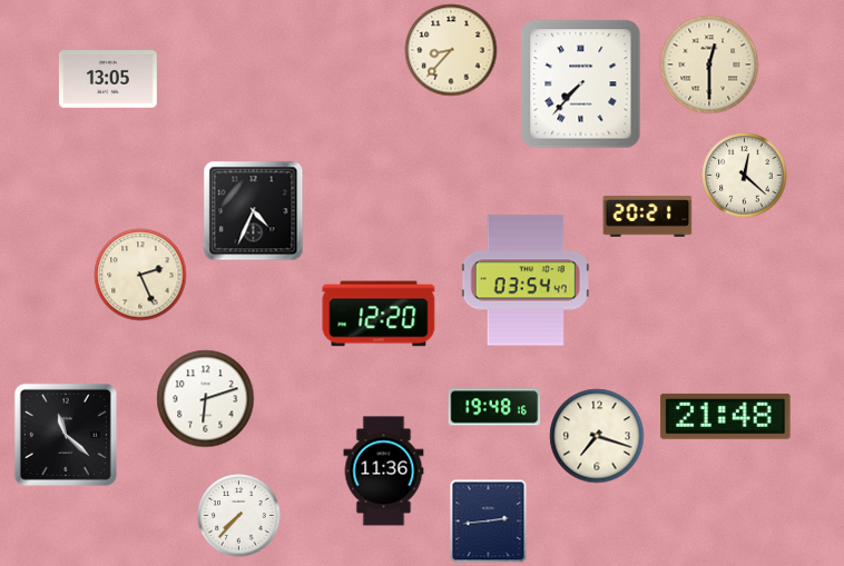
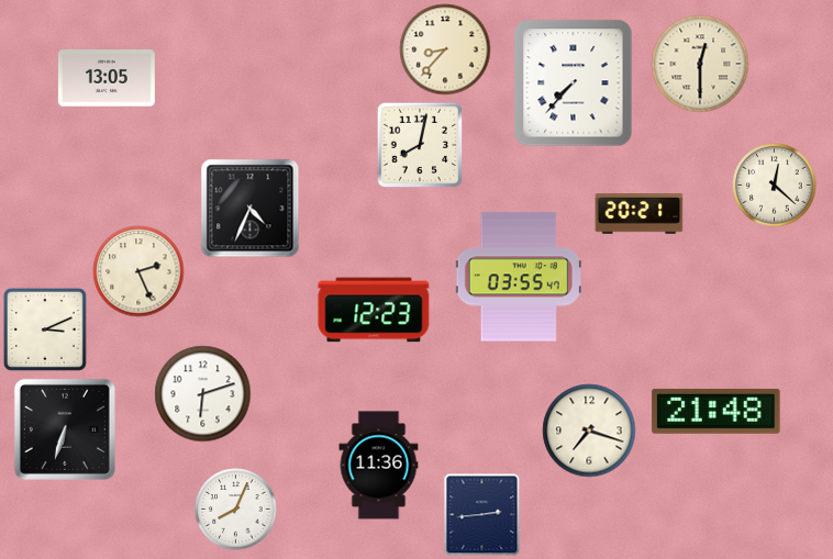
clock at (420, 145): none -> 8:02
clock at (745, 176) position: (745, 176) -> (775, 186)
clock at (526, 280): 03:54 -> 03:55
clock at (379, 314): 12:20 -> 12:23
clock at (45, 329): none -> 3:11
clock at (494, 407): 19:48 -> none
clock at (66, 435): 11:22 -> 6:33
clock at (239, 516): 7:37 -> 8:04
